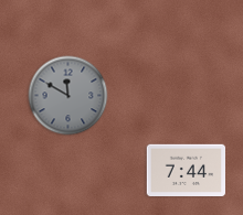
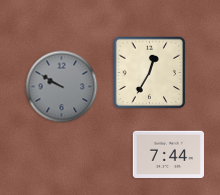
clock at (150, 73): none -> 12:35
clock at (68, 96): 11:50 -> 9:50
